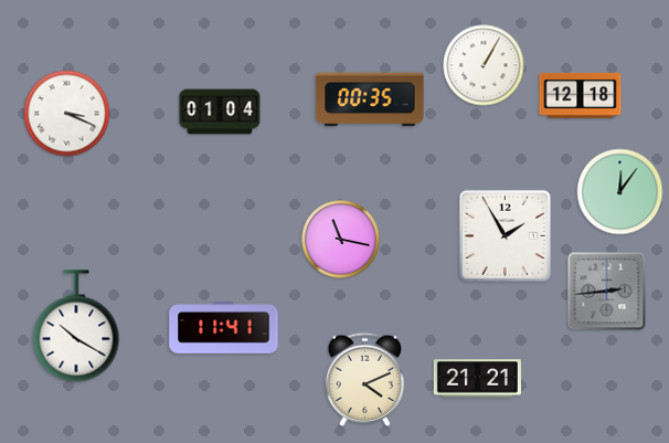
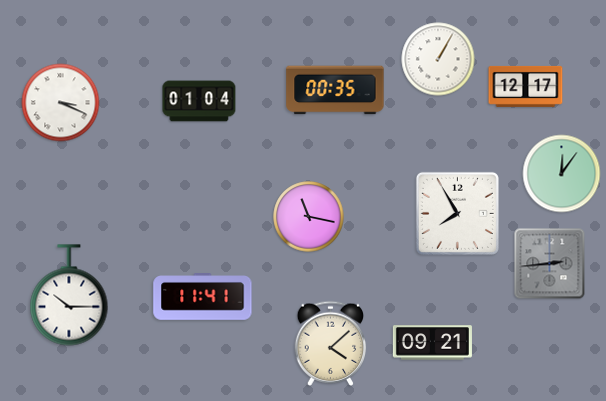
clock at (581, 95): 12:18 -> 12:17
clock at (505, 235): 1:55 -> 7:55
clock at (76, 326): 10:20 -> 10:15
clock at (365, 379): 4:11 -> 4:08
clock at (477, 379): 21:21 -> 09:21
